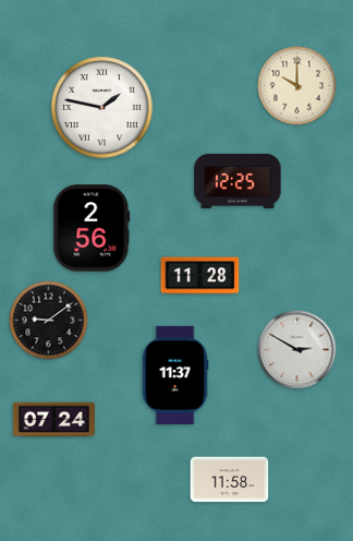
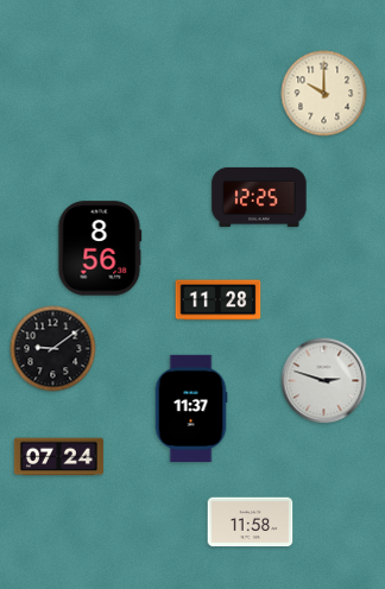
clock at (102, 108): 1:47 -> none
clock at (92, 228): 2:56 -> 8:56
clock at (297, 350): 2:50 -> 2:48
